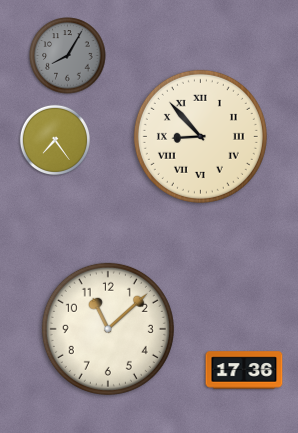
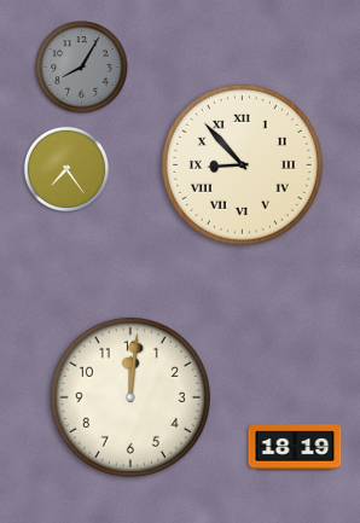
clock at (108, 329): 11:08 -> 12:01
clock at (244, 370): 17:36 -> 18:19
